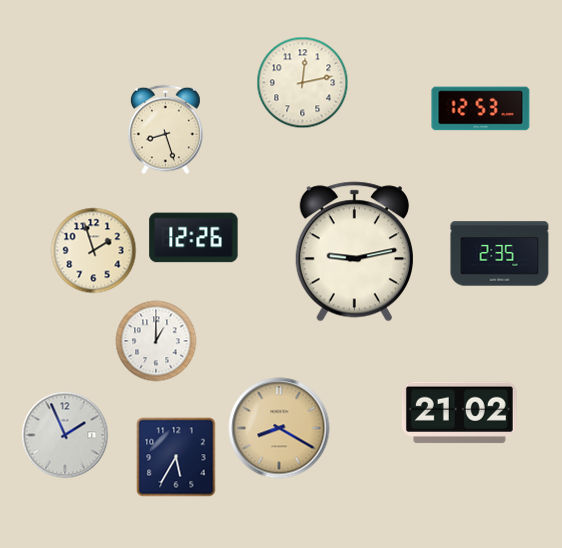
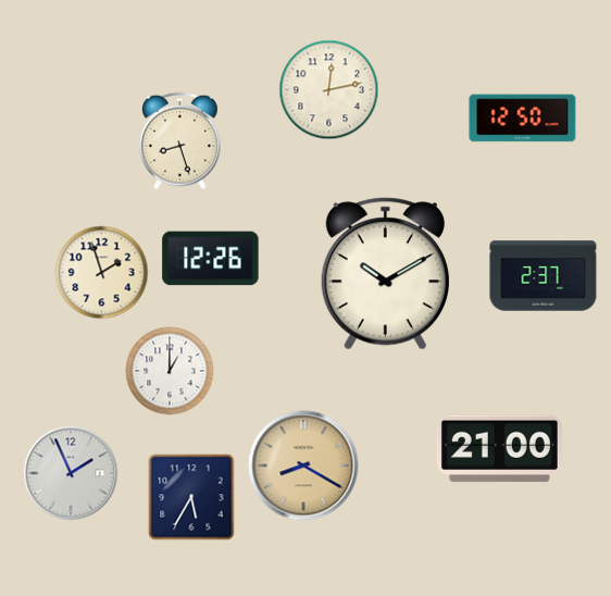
clock at (481, 109): 12:53 -> 12:50
clock at (354, 252): 9:13 -> 10:10
clock at (500, 254): 2:35 -> 2:37
clock at (459, 413): 21:02 -> 21:00
